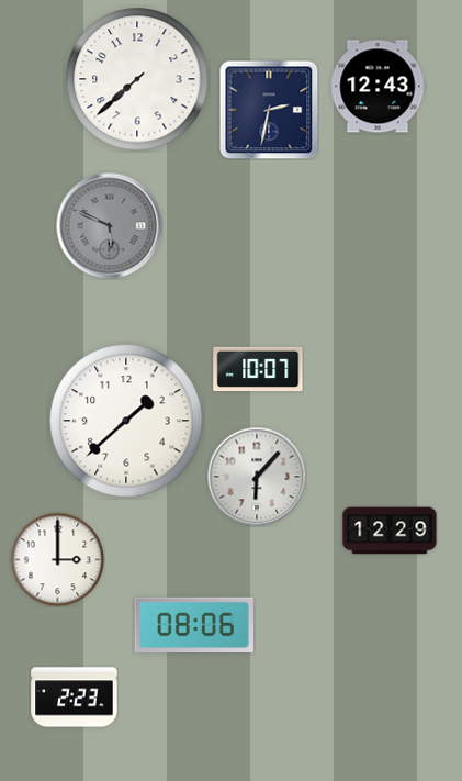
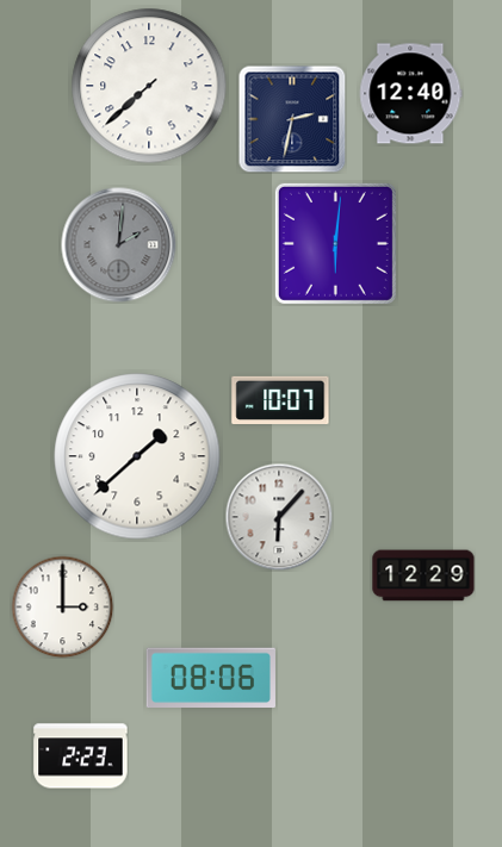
clock at (379, 87): 12:43 -> 12:40
clock at (335, 243): none -> 6:01
clock at (110, 226): 5:49 -> 2:01
